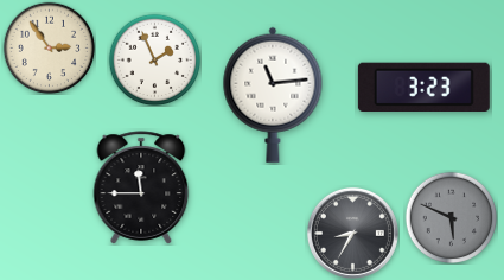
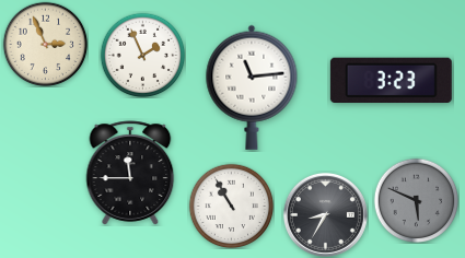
clock at (49, 47): 2:54 -> 2:56
clock at (231, 206): none -> 10:55
